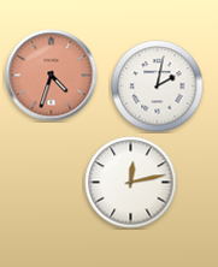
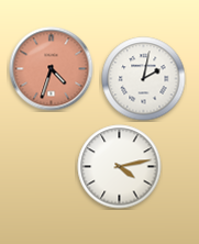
clock at (52, 76) position: (52, 76) -> (52, 69)
clock at (131, 183): 12:13 -> 4:13
